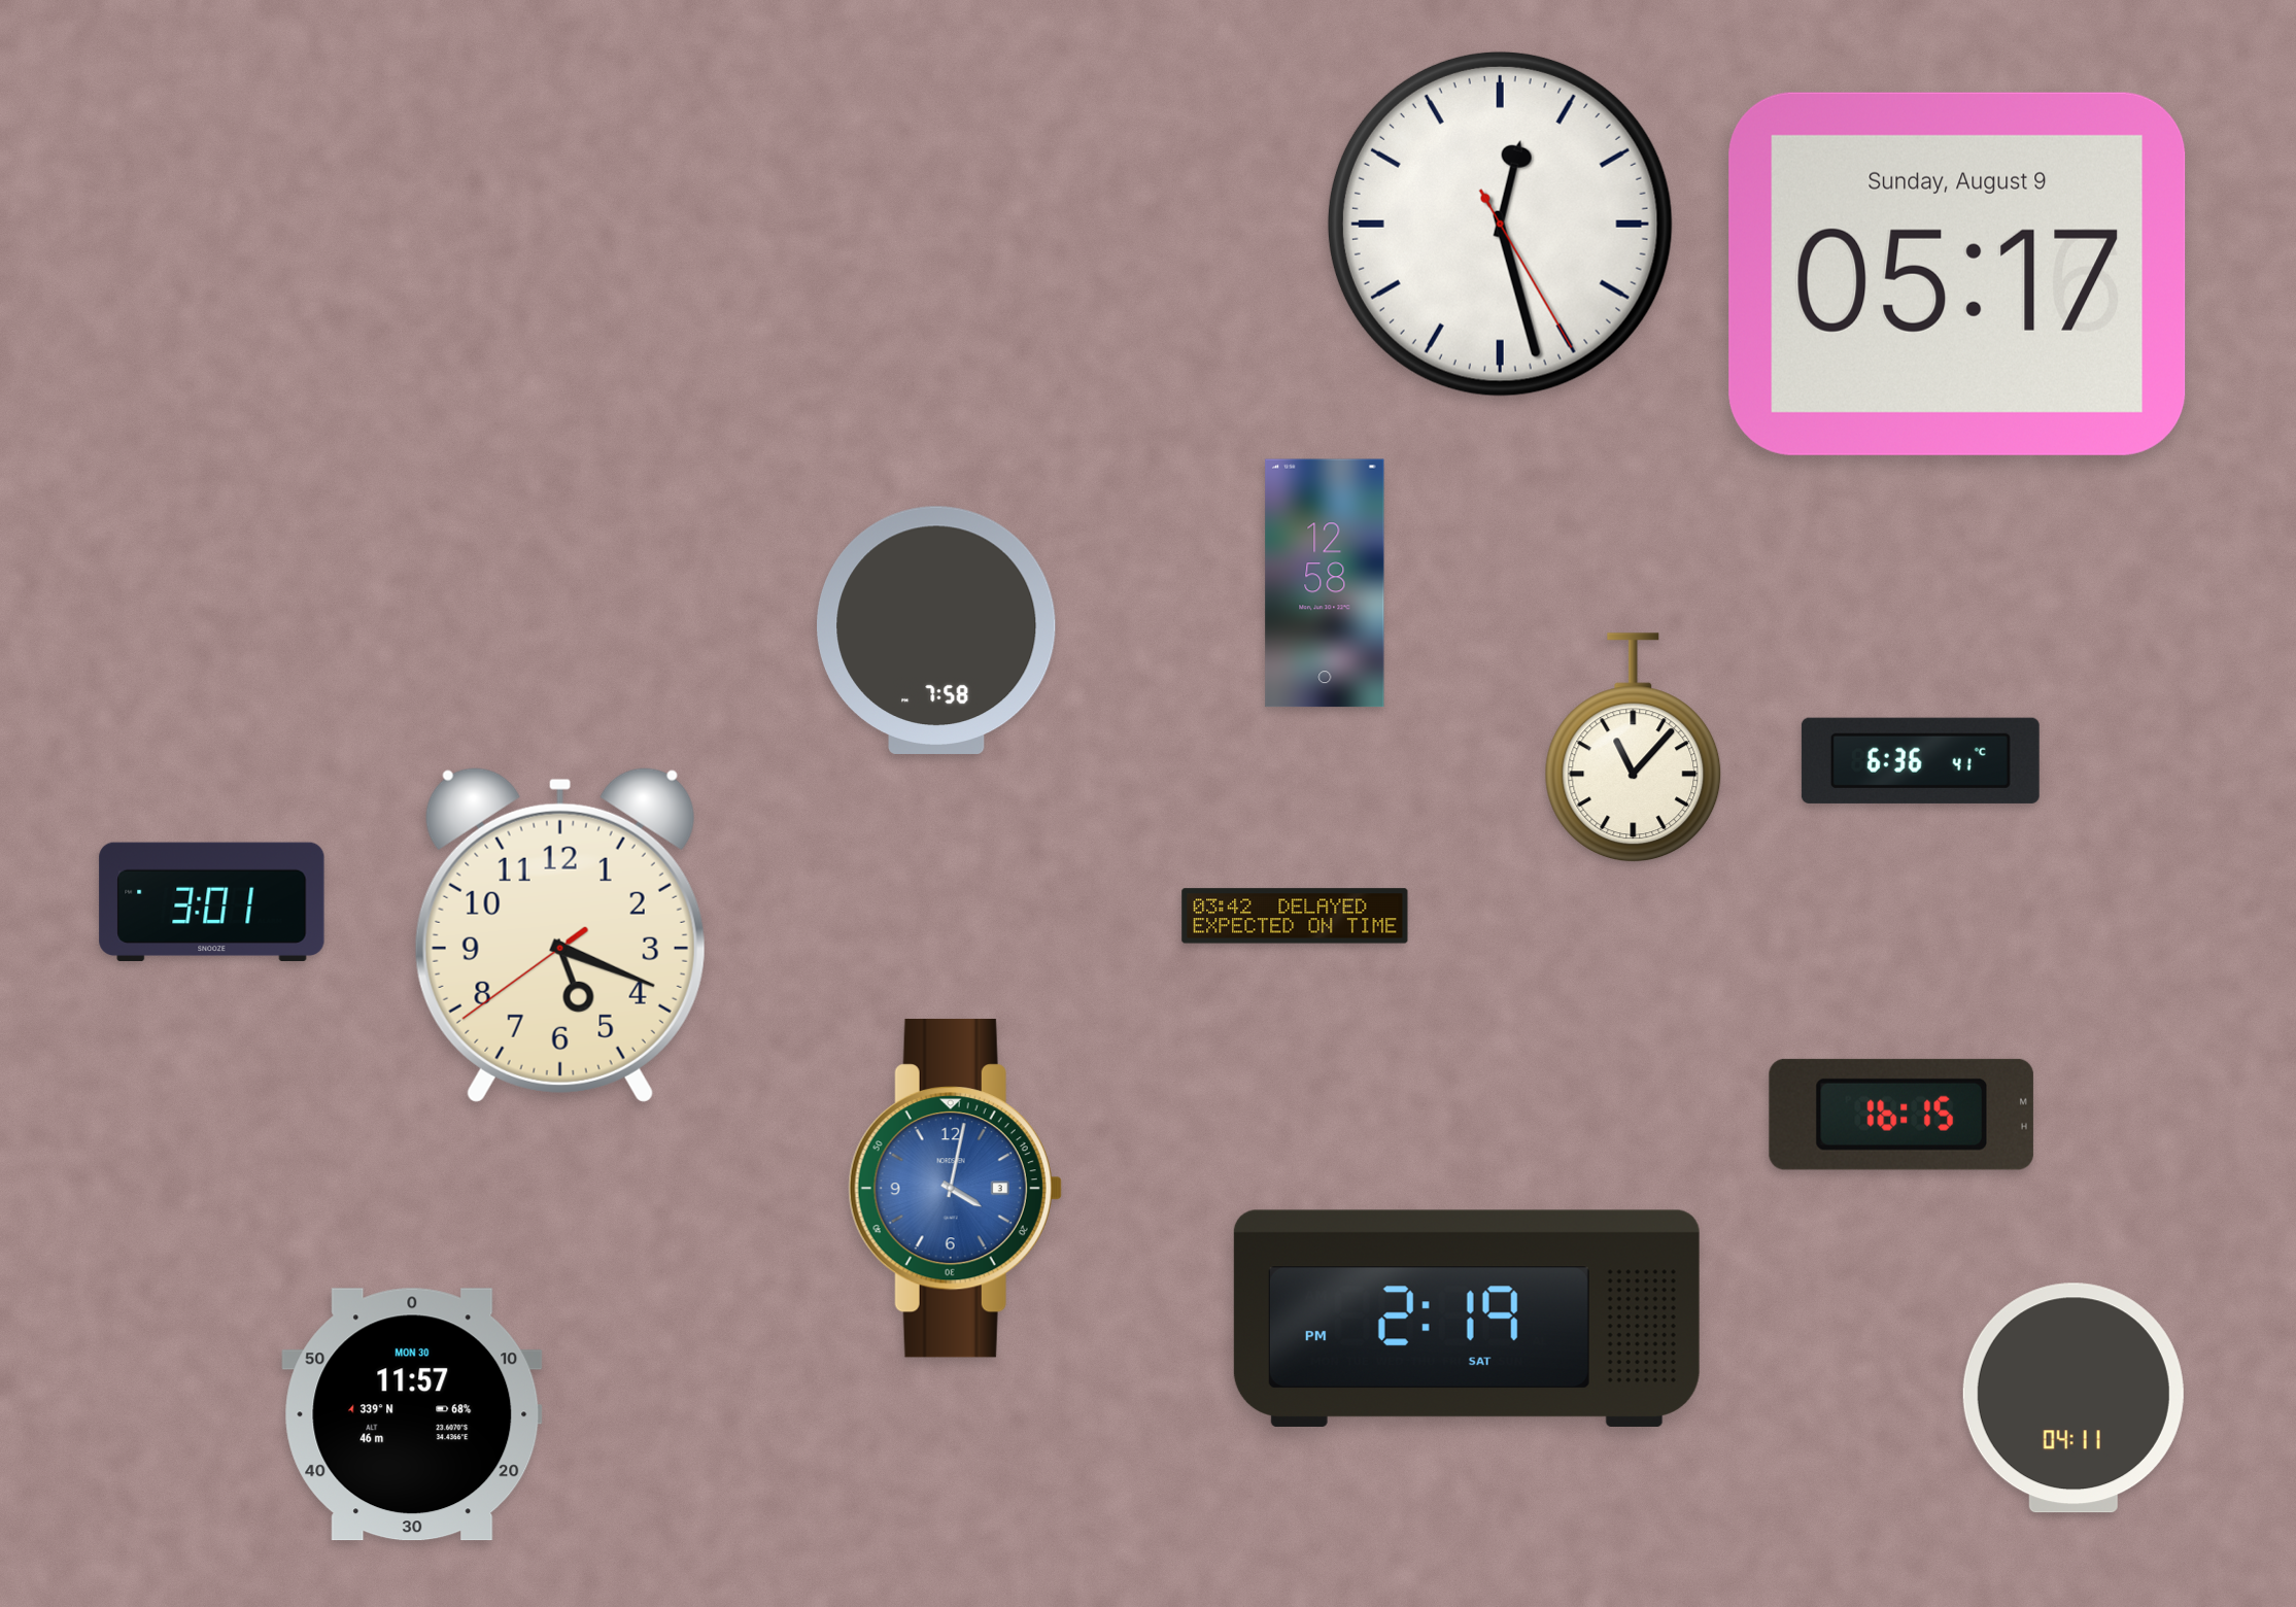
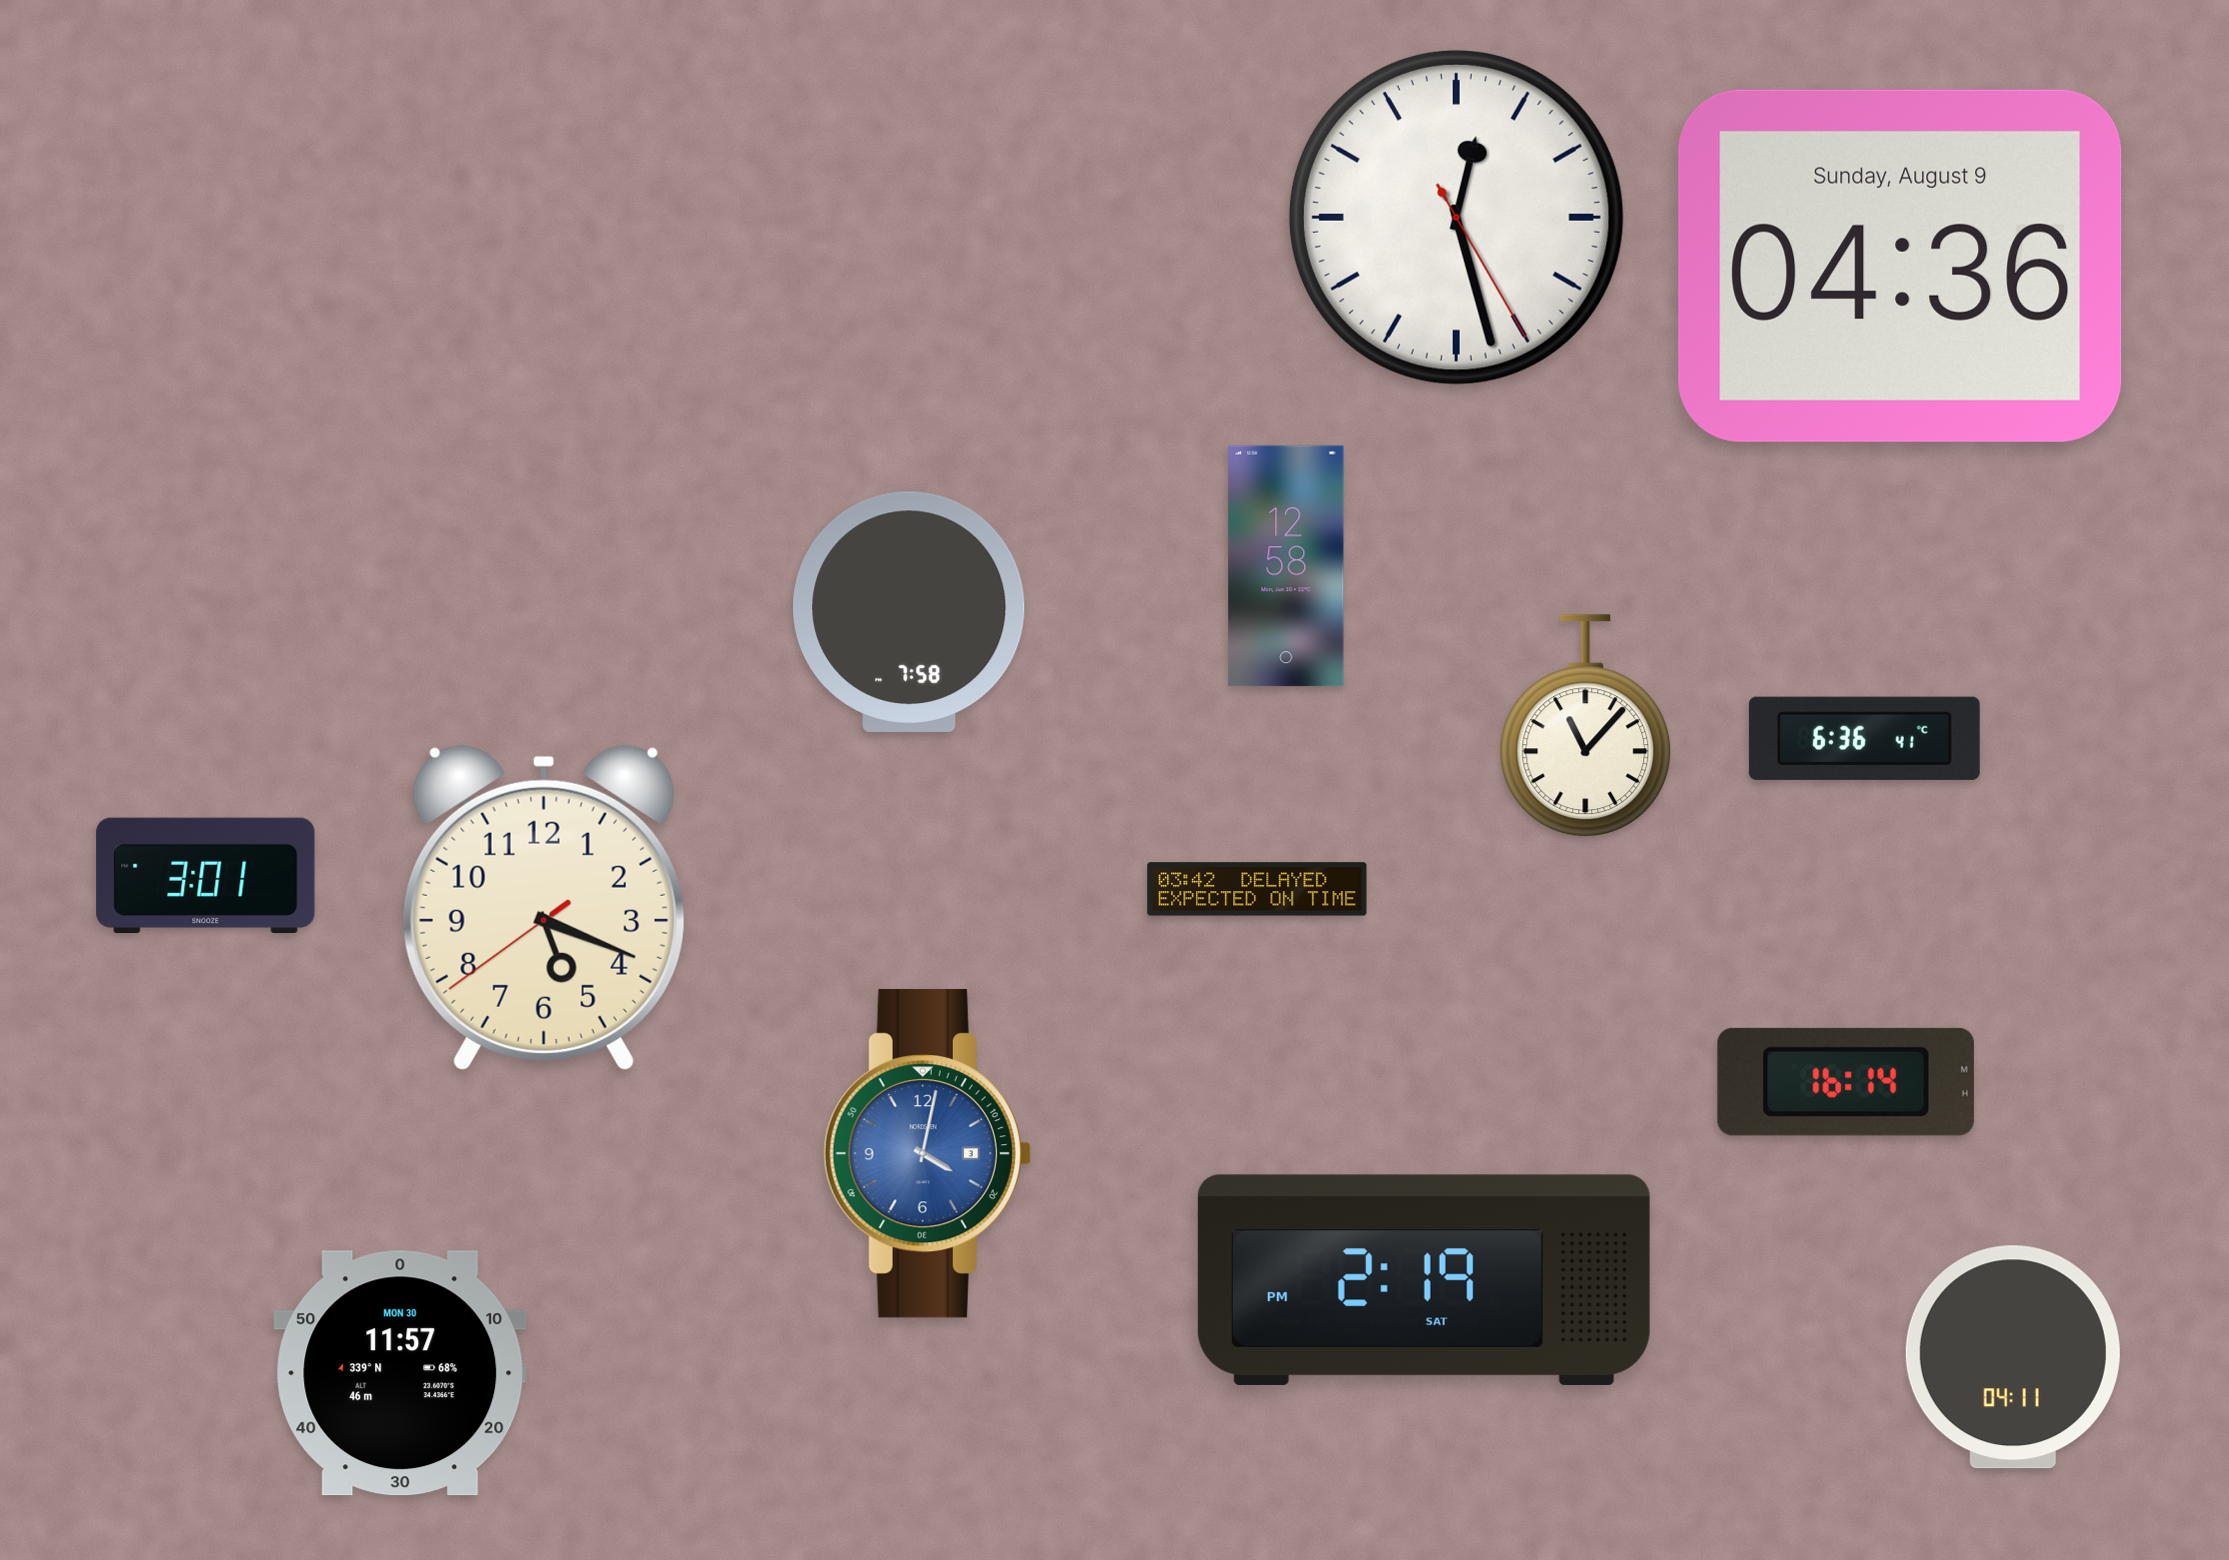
clock at (1957, 274): 05:17 -> 04:36
clock at (1901, 1115): 16:15 -> 16:14
